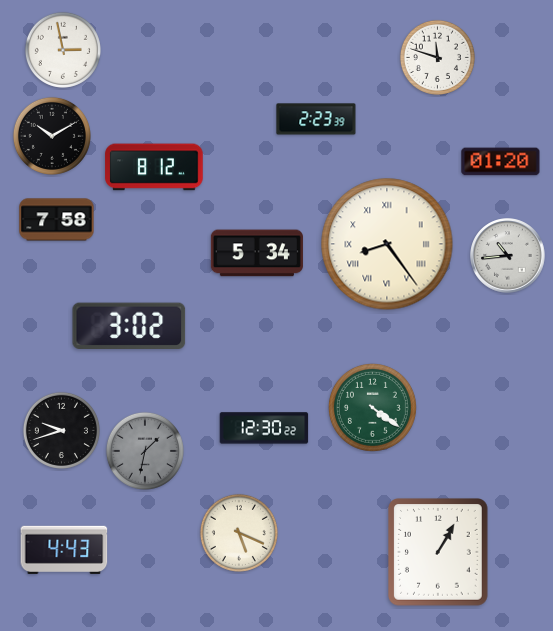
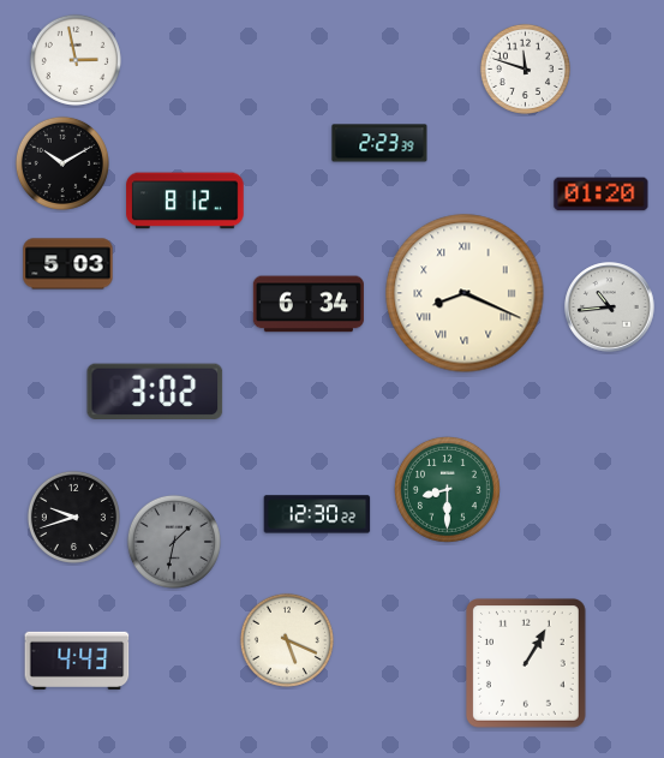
clock at (57, 220): 7:58 -> 5:03
clock at (387, 244): 8:24 -> 8:19
clock at (257, 253): 5:34 -> 6:34
clock at (372, 407): 4:21 -> 8:30
